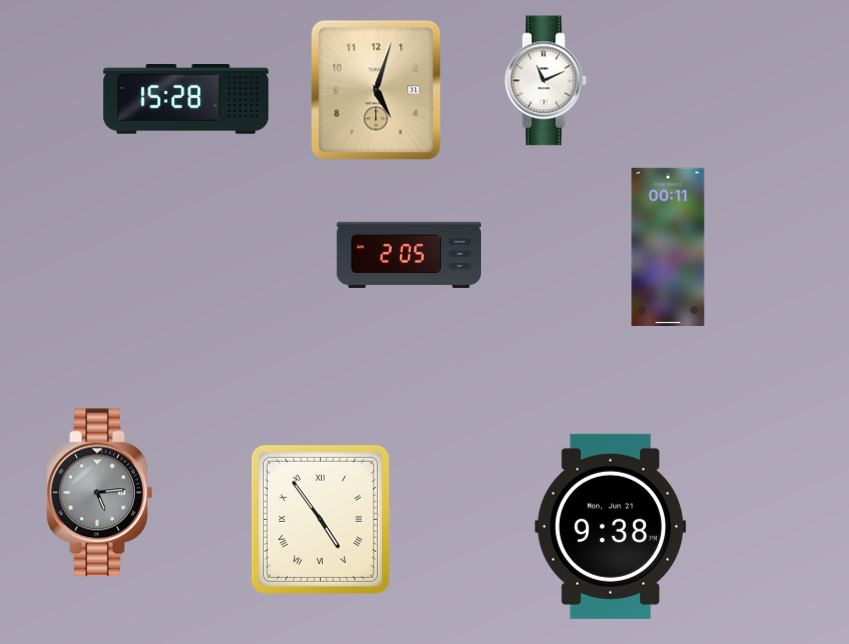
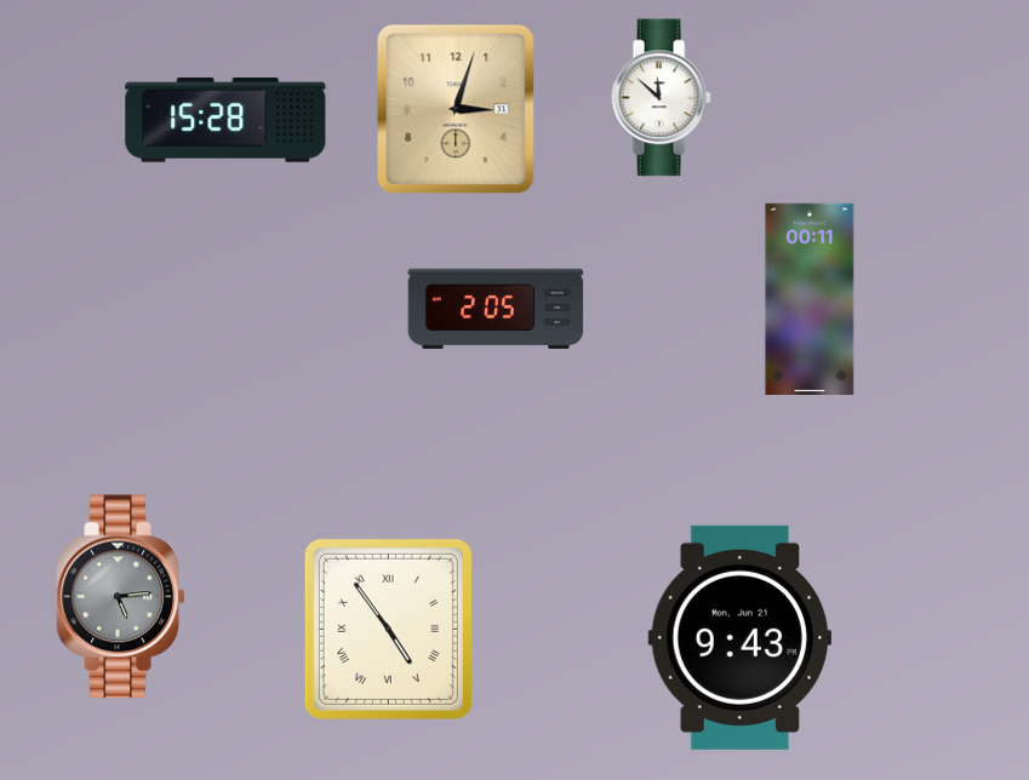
clock at (545, 81): 11:11 -> 11:52
clock at (376, 90): 5:03 -> 3:03
clock at (610, 526): 9:38 -> 9:43
